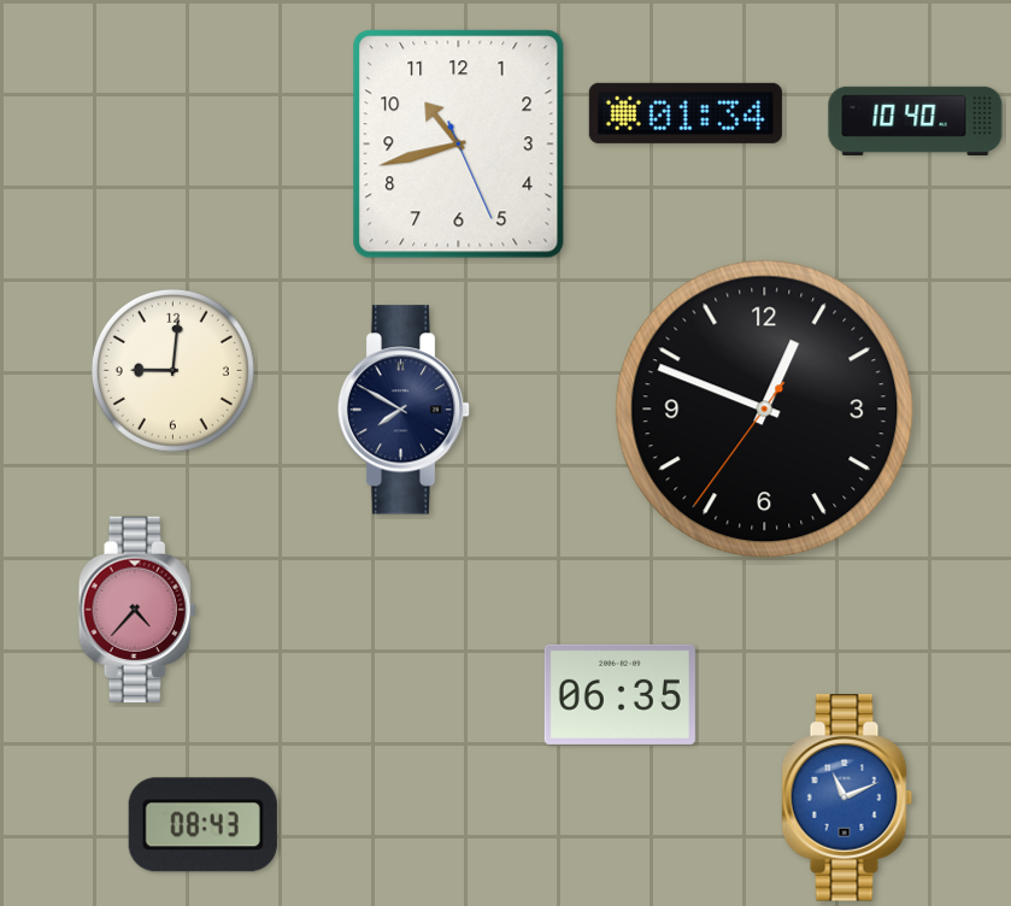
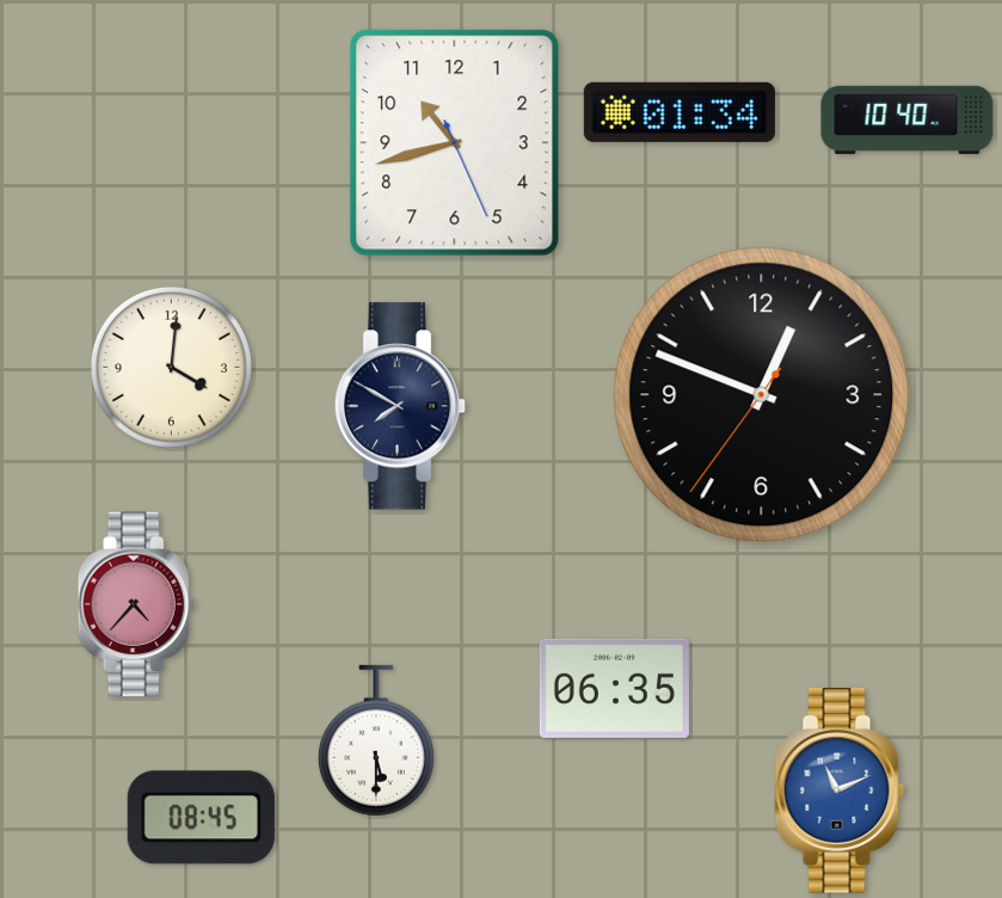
clock at (172, 370): 9:01 -> 4:01
clock at (765, 410) position: (765, 410) -> (762, 395)
clock at (376, 740): none -> 5:30
clock at (202, 825): 08:43 -> 08:45
